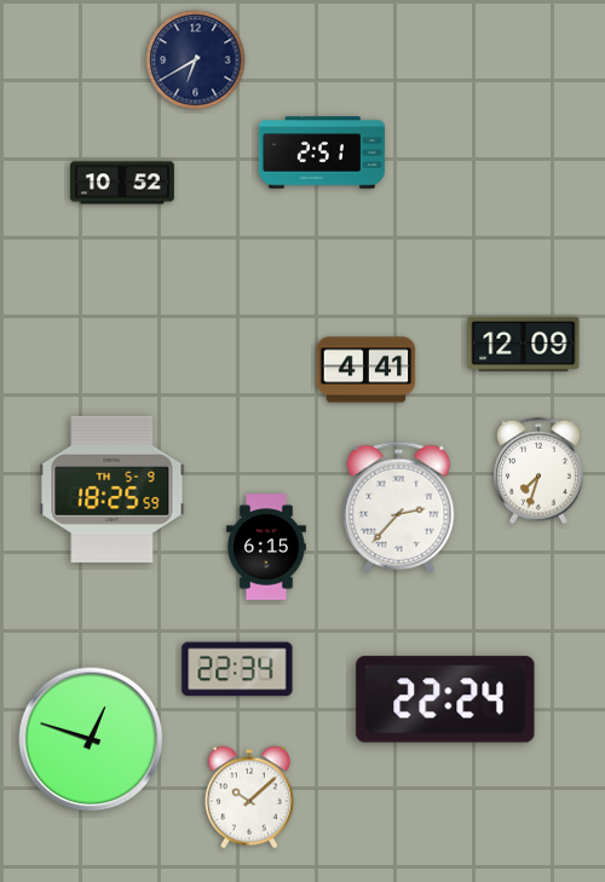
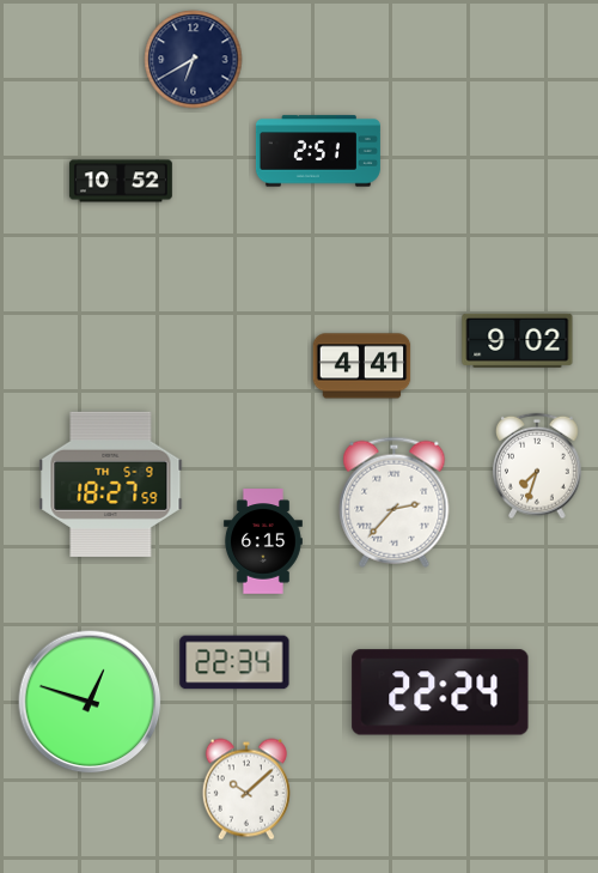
clock at (524, 344): 12:09 -> 9:02
clock at (540, 471) position: (540, 471) -> (538, 466)
clock at (113, 489): 18:25 -> 18:27
clock at (91, 739) position: (91, 739) -> (90, 702)
